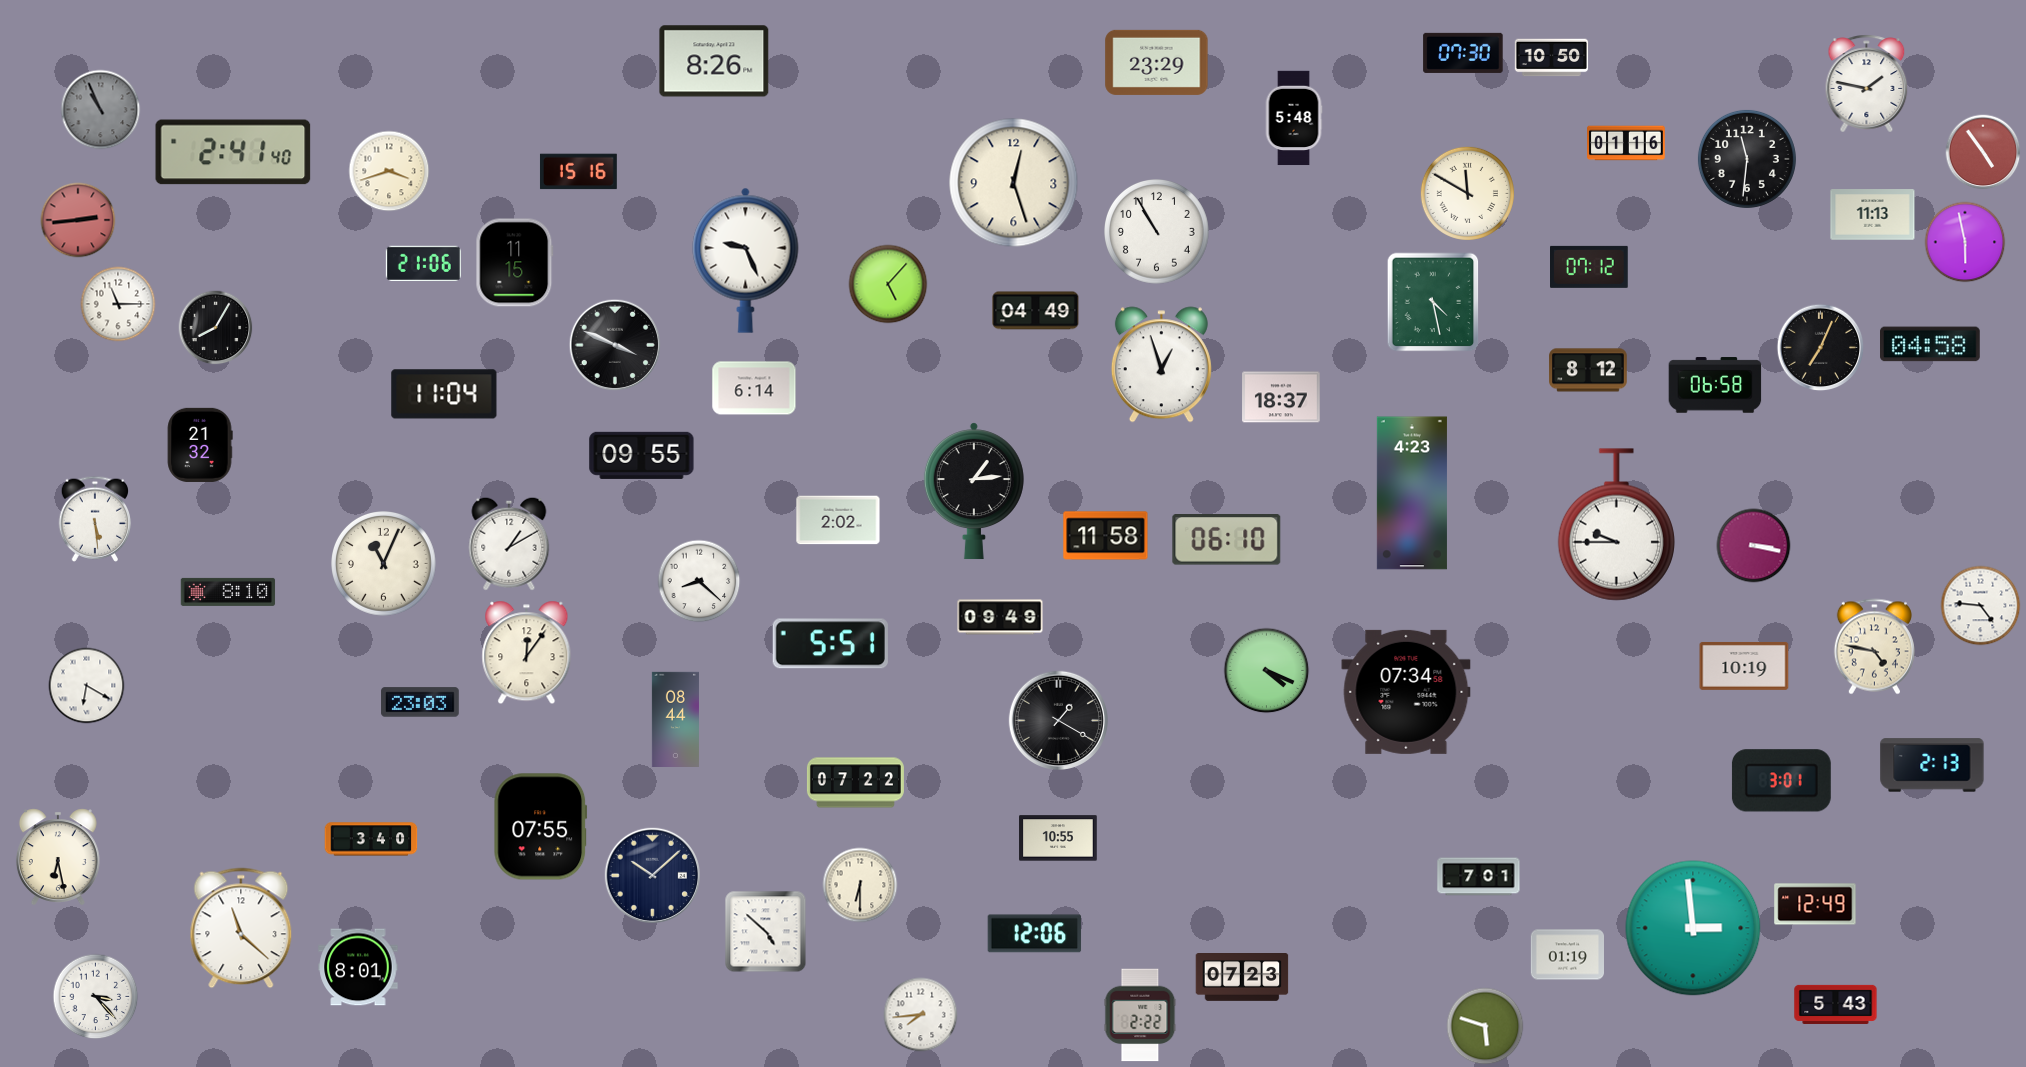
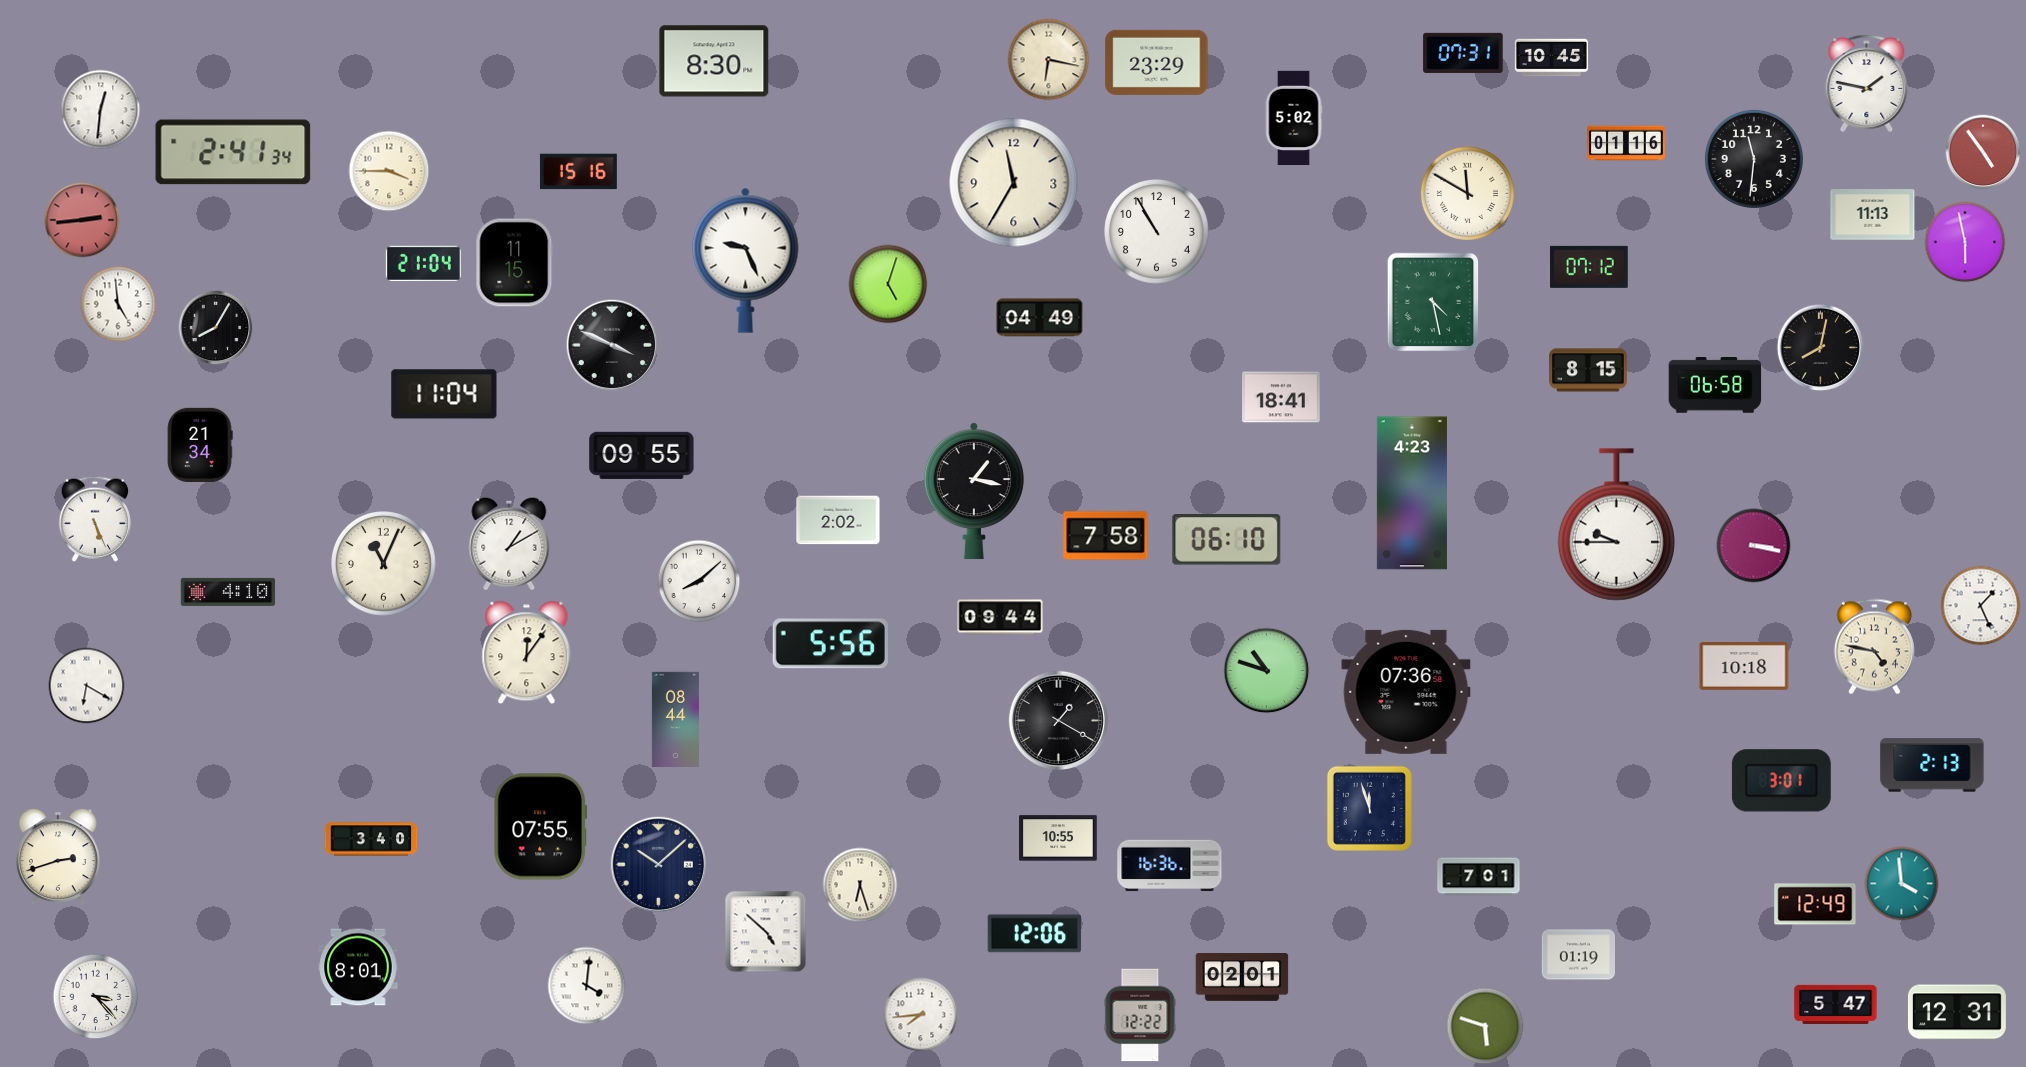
clock at (1463, 53): 07:30 -> 07:31
clock at (1552, 58): 10:50 -> 10:45
clock at (1049, 60): none -> 6:17
clock at (714, 61): 8:26 -> 8:30
clock at (101, 110): 10:56 -> 12:31
clock at (101, 110) dial: grey -> white
clock at (1294, 118): 5:48 -> 5:02
clock at (233, 152): 2:41:40 -> 2:41:34
clock at (1747, 159) position: (1747, 159) -> (1754, 159)
clock at (389, 171): 3:42 -> 3:45
clock at (1014, 183): 12:27 -> 11:35
clock at (78, 220) position: (78, 220) -> (82, 220)
clock at (423, 263): 21:06 -> 21:04
clock at (888, 284): 5:07 -> 5:03
clock at (118, 304): 11:15 -> 4:59
clock at (1036, 311) position: (1036, 311) -> (1040, 318)
clock at (1931, 344): 04:58 -> none
clock at (615, 345) position: (615, 345) -> (612, 345)
clock at (1821, 348): 7:04 -> 8:02
clock at (1161, 365): 12:57 -> none
clock at (1588, 370): 8:12 -> 8:15
clock at (754, 388): 6:14 -> none
clock at (1281, 397): 18:37 -> 18:41
clock at (200, 445): 21:32 -> 21:34
clock at (974, 491): 1:14 -> 1:17
clock at (95, 519): 5:29 -> 5:26
clock at (1106, 536): 11:58 -> 7:58
clock at (699, 581): 8:22 -> 8:08
clock at (228, 592): 8:10 -> 4:10
clock at (1981, 606): 4:46 -> 1:26
clock at (1000, 617): 09:49 -> 09:44
clock at (830, 644): 5:51 -> 5:56
clock at (1744, 666): 10:19 -> 10:18
clock at (1267, 671): 4:19 -> 10:48
clock at (1406, 692): 07:34 -> 07:36
clock at (420, 702): 23:03 -> none
clock at (855, 783): 07:22 -> none
clock at (1369, 808): none -> 11:57
clock at (58, 857): 6:28 -> 2:42
clock at (1170, 866): none -> 16:36
clock at (652, 875) position: (652, 875) -> (658, 864)
clock at (1902, 884): none -> 3:59
clock at (860, 885): 6:30 -> 6:27
clock at (241, 928): 11:22 -> none
clock at (1693, 928): 2:59 -> none
clock at (1567, 955) position: (1567, 955) -> (1578, 955)
clock at (1242, 978): 07:23 -> 02:01
clock at (587, 986): none -> 4:01
clock at (1836, 1004): 5:43 -> 5:47
clock at (1957, 1012): none -> 12:31
clock at (1140, 1015): 2:22 -> 12:22
